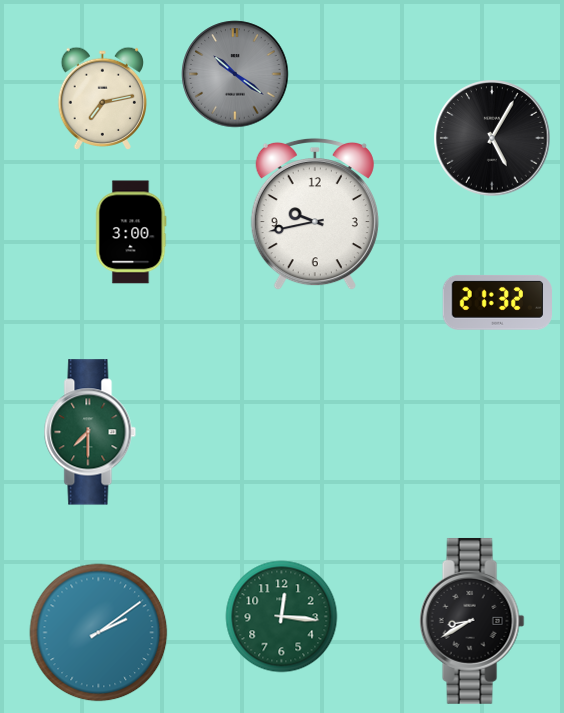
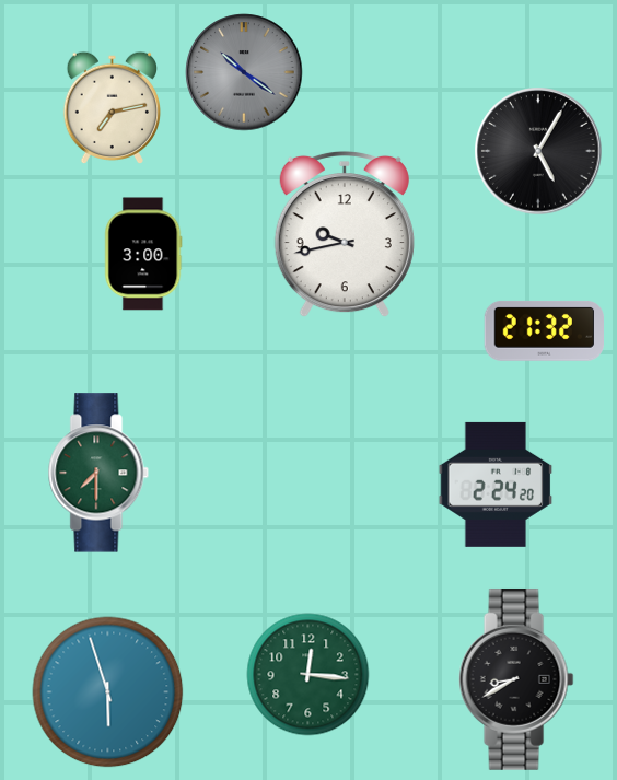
clock at (235, 74) position: (235, 74) -> (244, 72)
clock at (496, 485): none -> 2:24
clock at (99, 633): 2:09 -> 5:57
